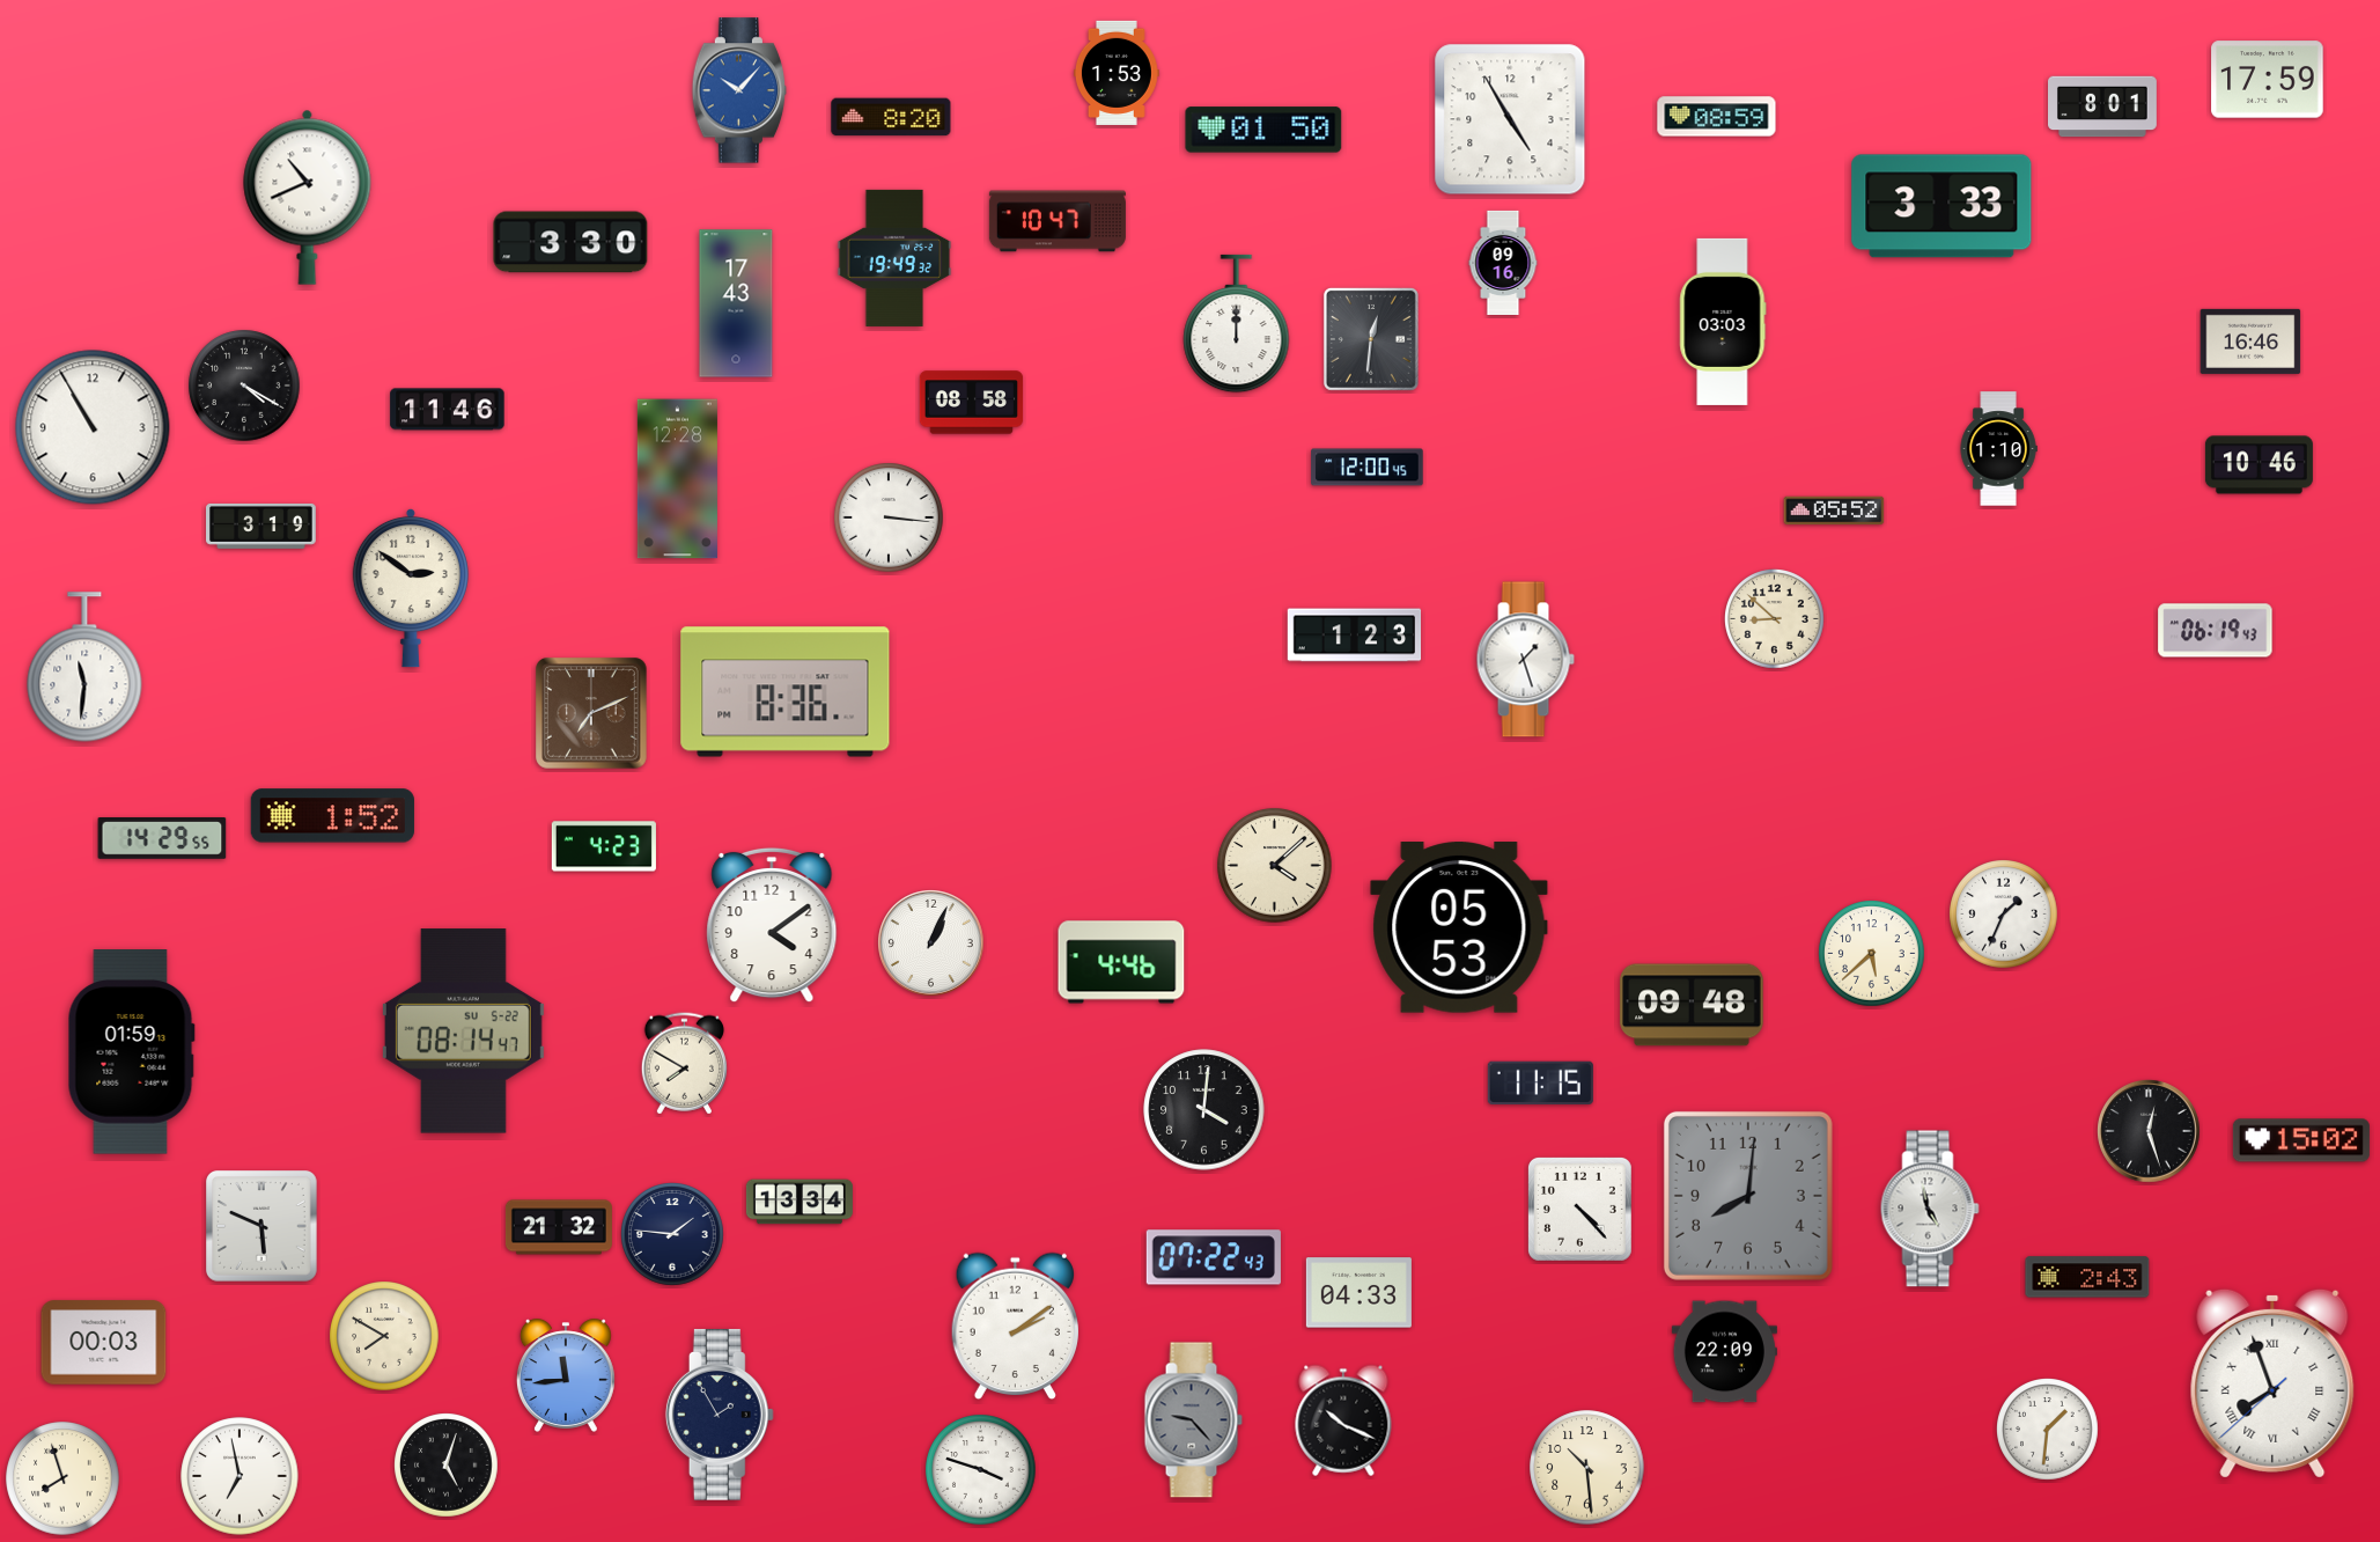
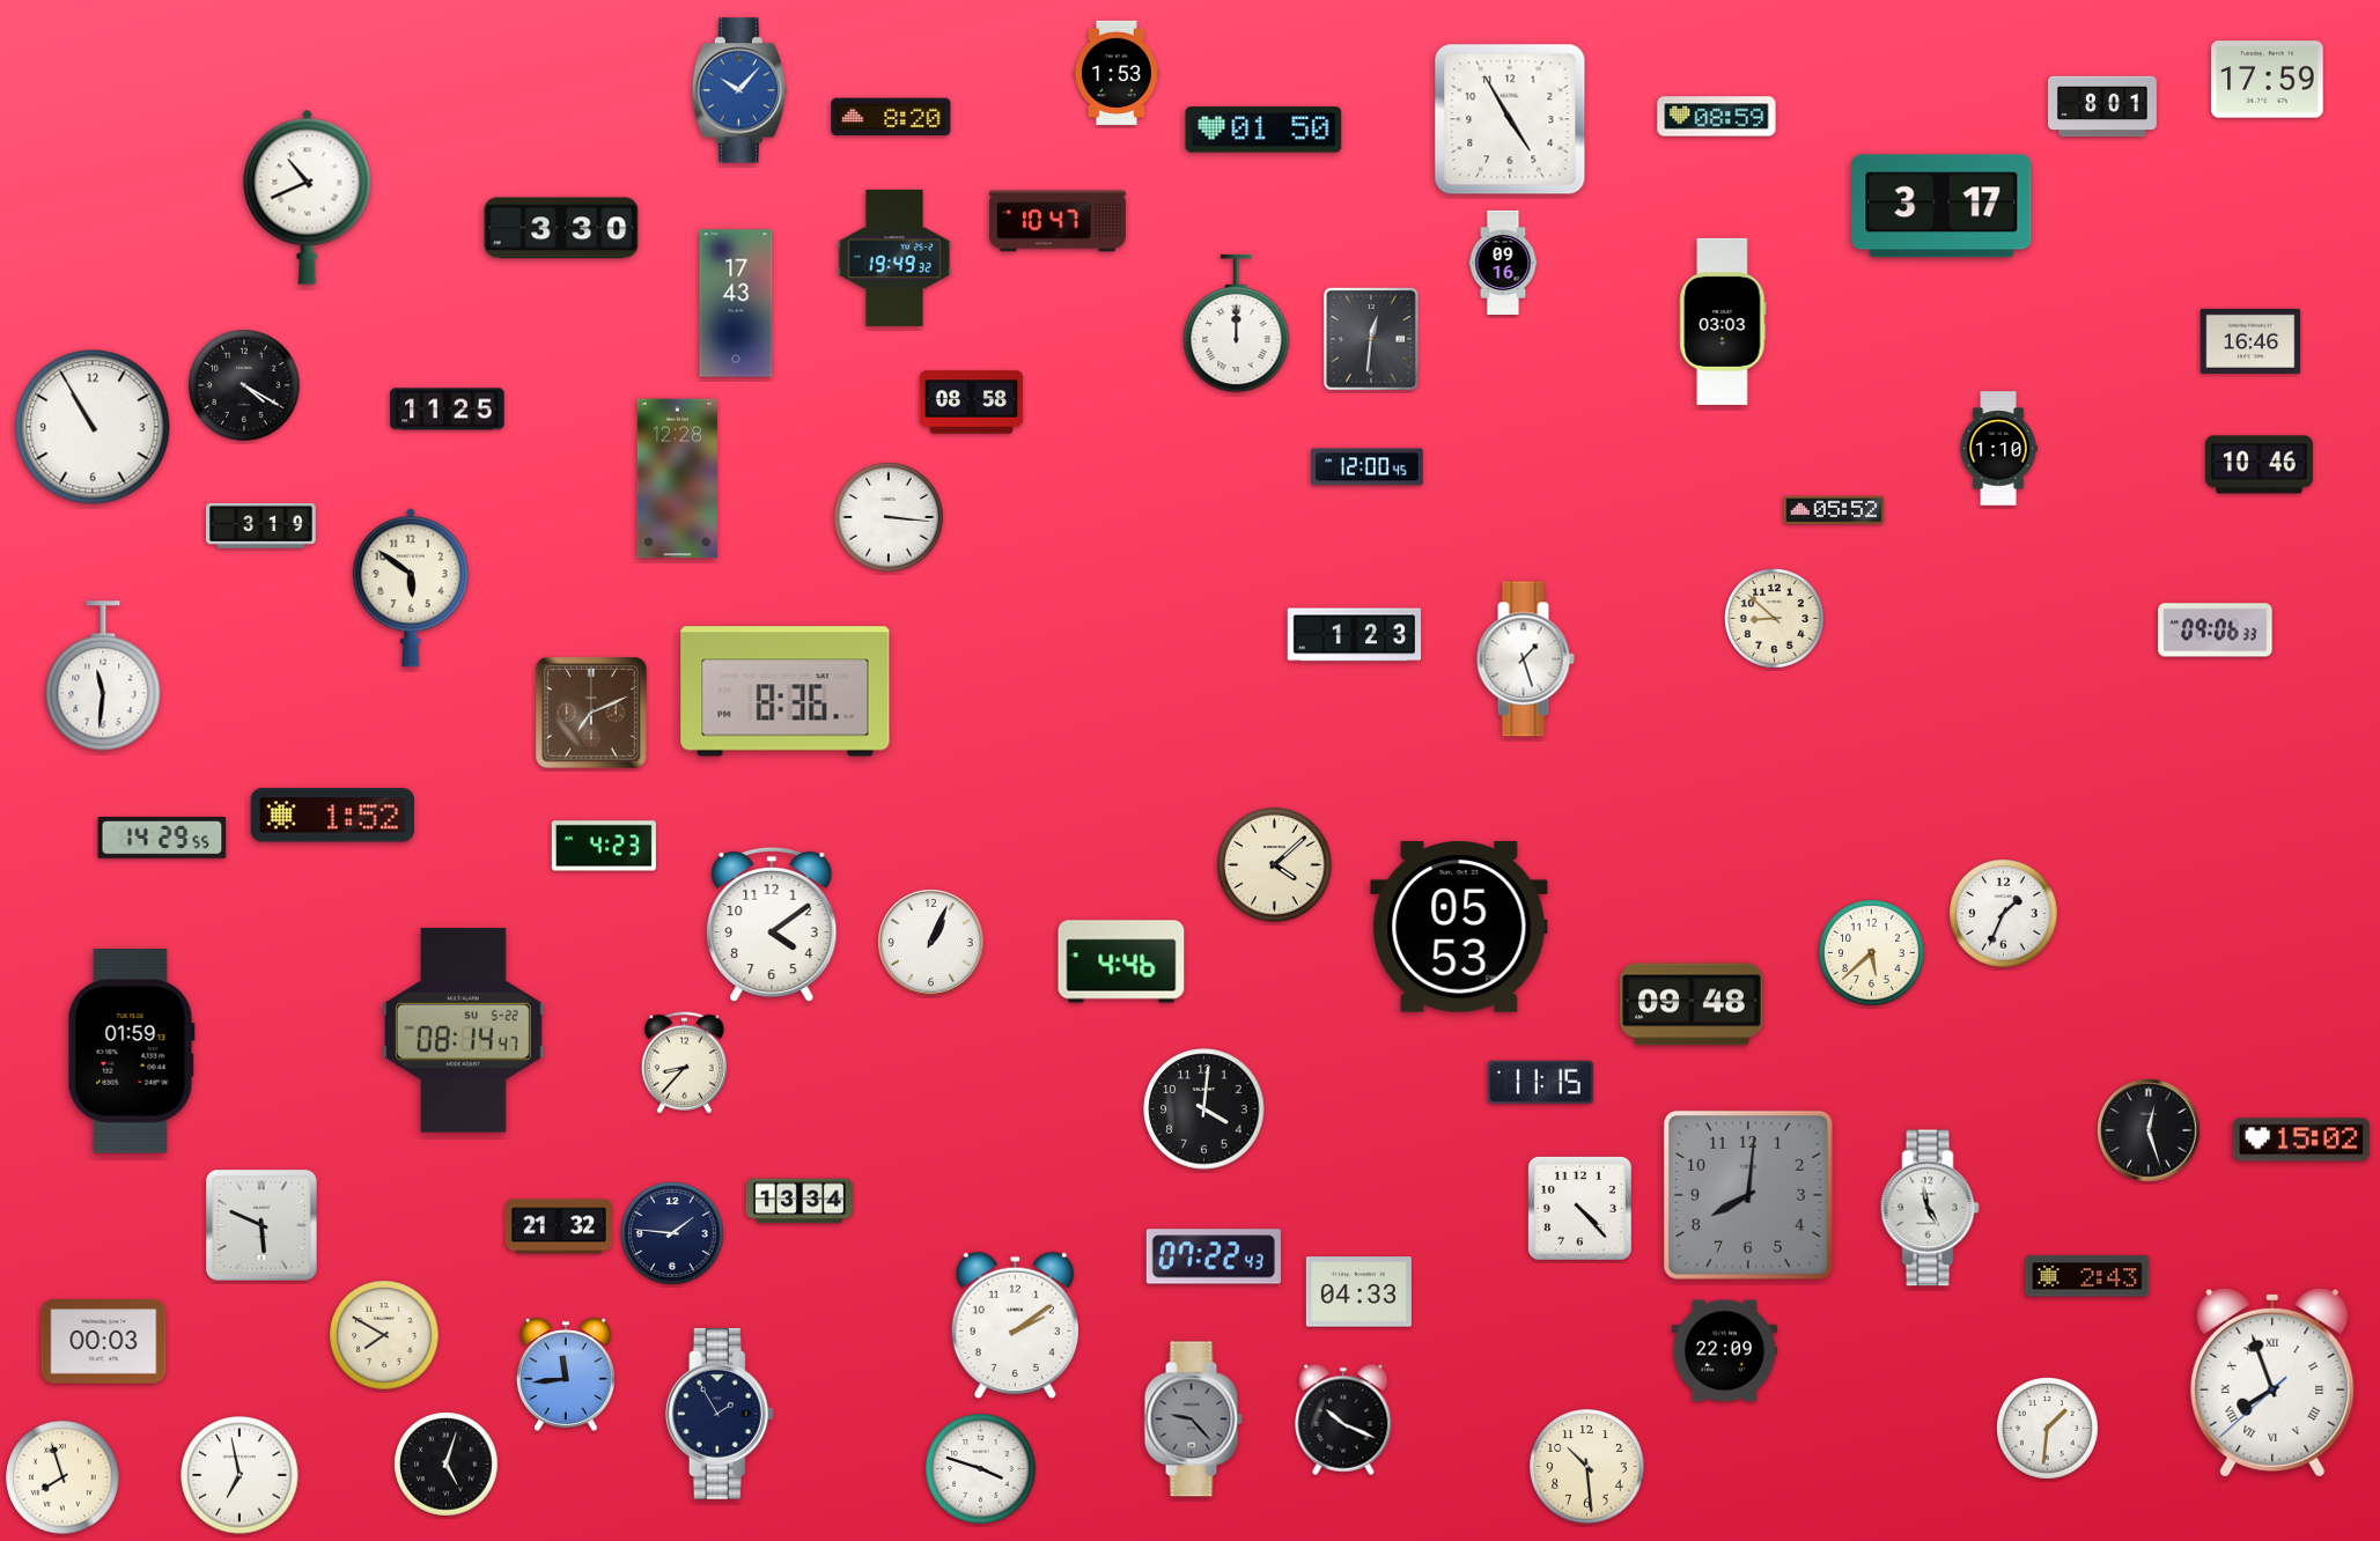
clock at (1941, 206): 3:33 -> 3:17
clock at (570, 242) position: (570, 242) -> (561, 228)
clock at (448, 410): 11:46 -> 11:25
clock at (411, 588): 2:51 -> 5:51
clock at (2216, 631): 06:19 -> 09:06
clock at (84, 667) position: (84, 667) -> (103, 676)
clock at (684, 1064): 7:50 -> 8:37
